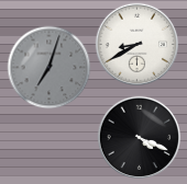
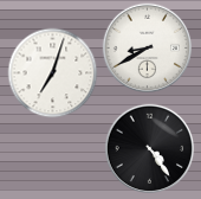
clock at (50, 68) dial: grey -> white
clock at (140, 138): 4:19 -> 4:24
